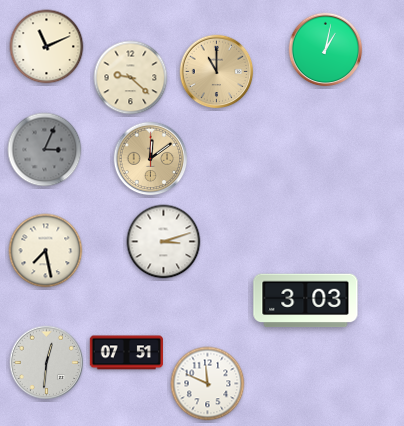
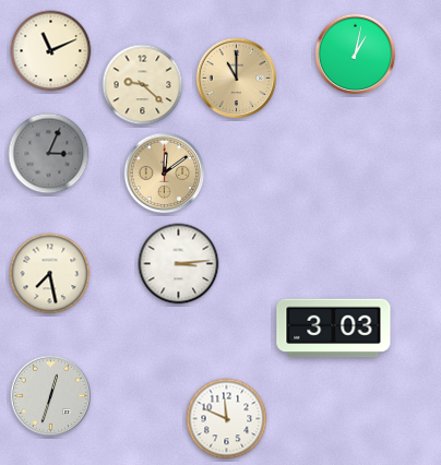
clock at (45, 150) position: (45, 150) -> (49, 154)
clock at (164, 242): 3:12 -> 3:14
clock at (126, 353): 07:51 -> none
clock at (47, 363): 12:31 -> 12:33
